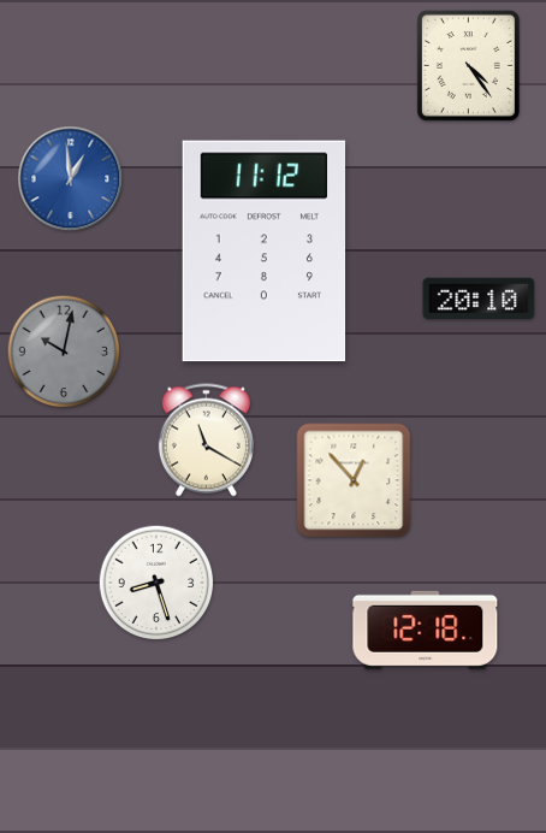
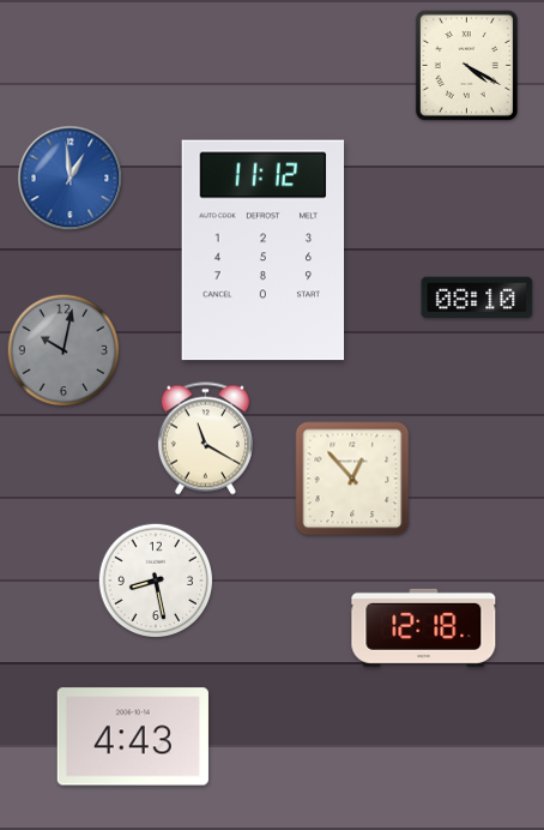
clock at (468, 65): 4:24 -> 4:20
clock at (479, 299): 20:10 -> 08:10
clock at (156, 583): 8:27 -> 8:28
clock at (133, 736): none -> 4:43
